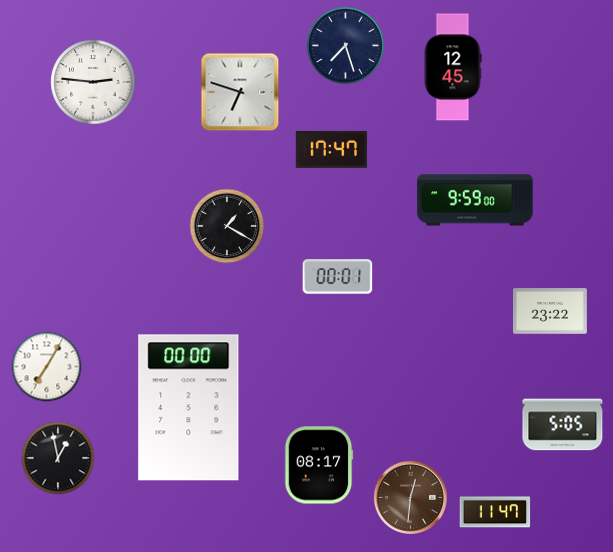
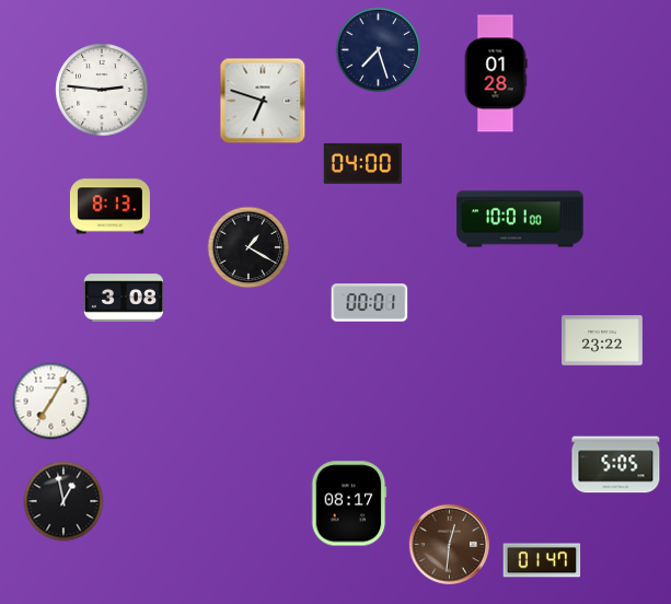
clock at (453, 67): 12:45 -> 01:28
clock at (332, 149): 17:47 -> 04:00
clock at (109, 207): none -> 8:13
clock at (475, 200): 9:59 -> 10:01
clock at (123, 298): none -> 3:08
clock at (189, 408): 00:00 -> none
clock at (319, 465) position: (319, 465) -> (349, 503)
clock at (495, 512): 11:47 -> 01:47
